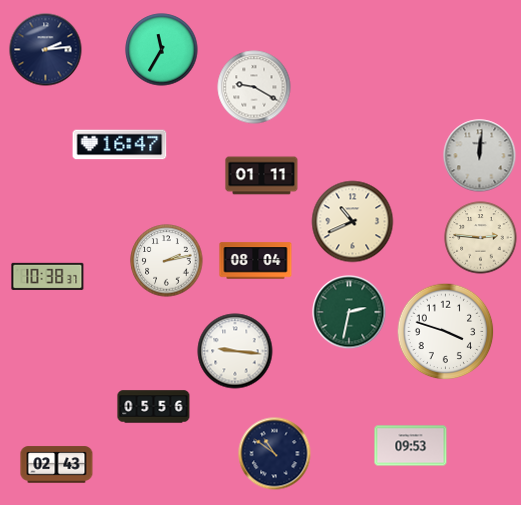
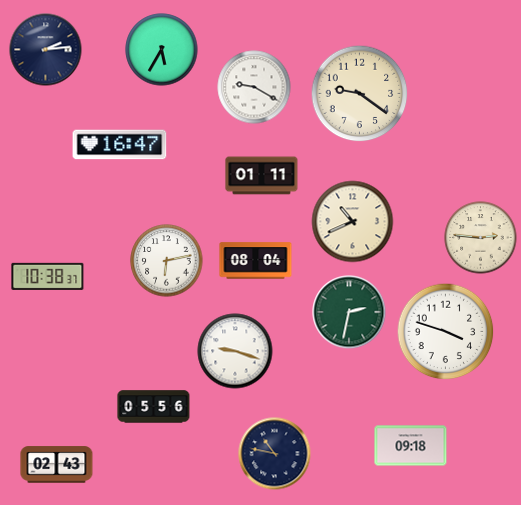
clock at (162, 50): 11:35 -> 5:35
clock at (360, 94): none -> 9:21
clock at (480, 156): 12:01 -> none
clock at (167, 261): 2:13 -> 6:13
clock at (235, 351): 9:16 -> 9:18
clock at (411, 446): 09:53 -> 09:18
clock at (275, 454): 10:51 -> 10:47
